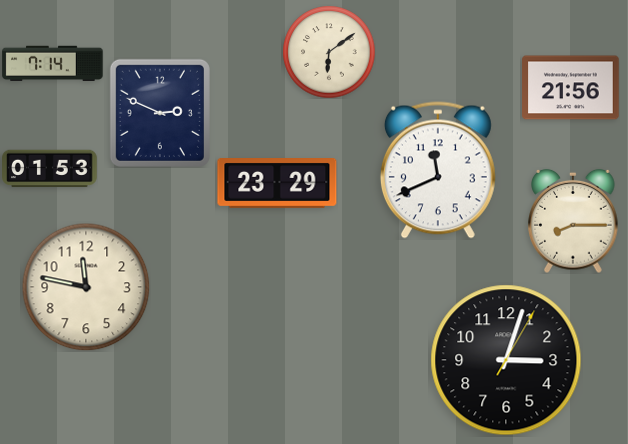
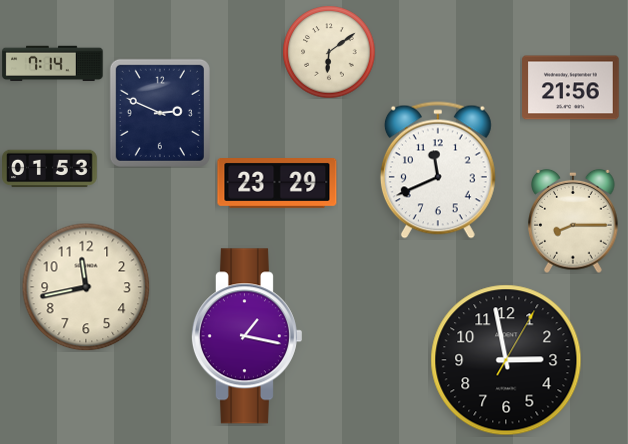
clock at (86, 287): 11:47 -> 11:43
clock at (246, 336): none -> 1:17
clock at (506, 360): 3:03 -> 2:58
